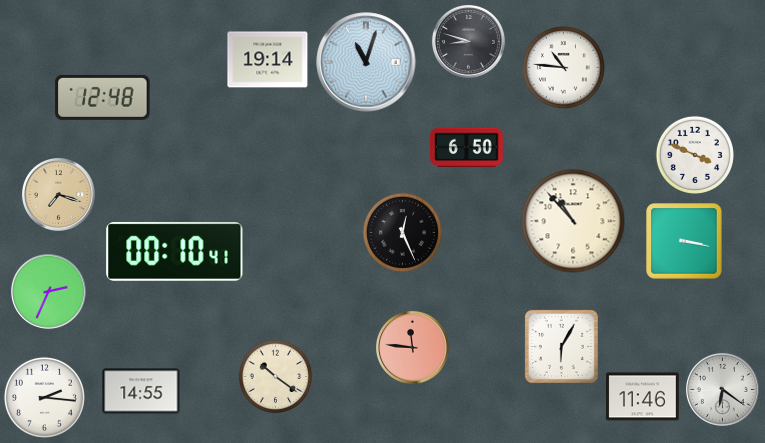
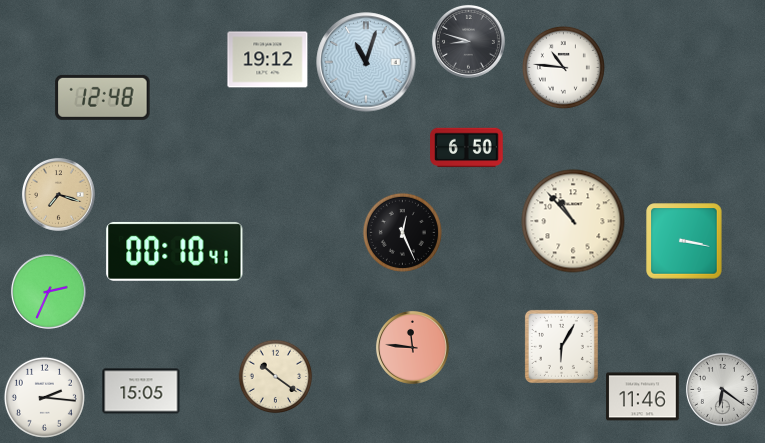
clock at (268, 60): 19:14 -> 19:12
clock at (695, 155): 3:49 -> none
clock at (141, 391): 14:55 -> 15:05
